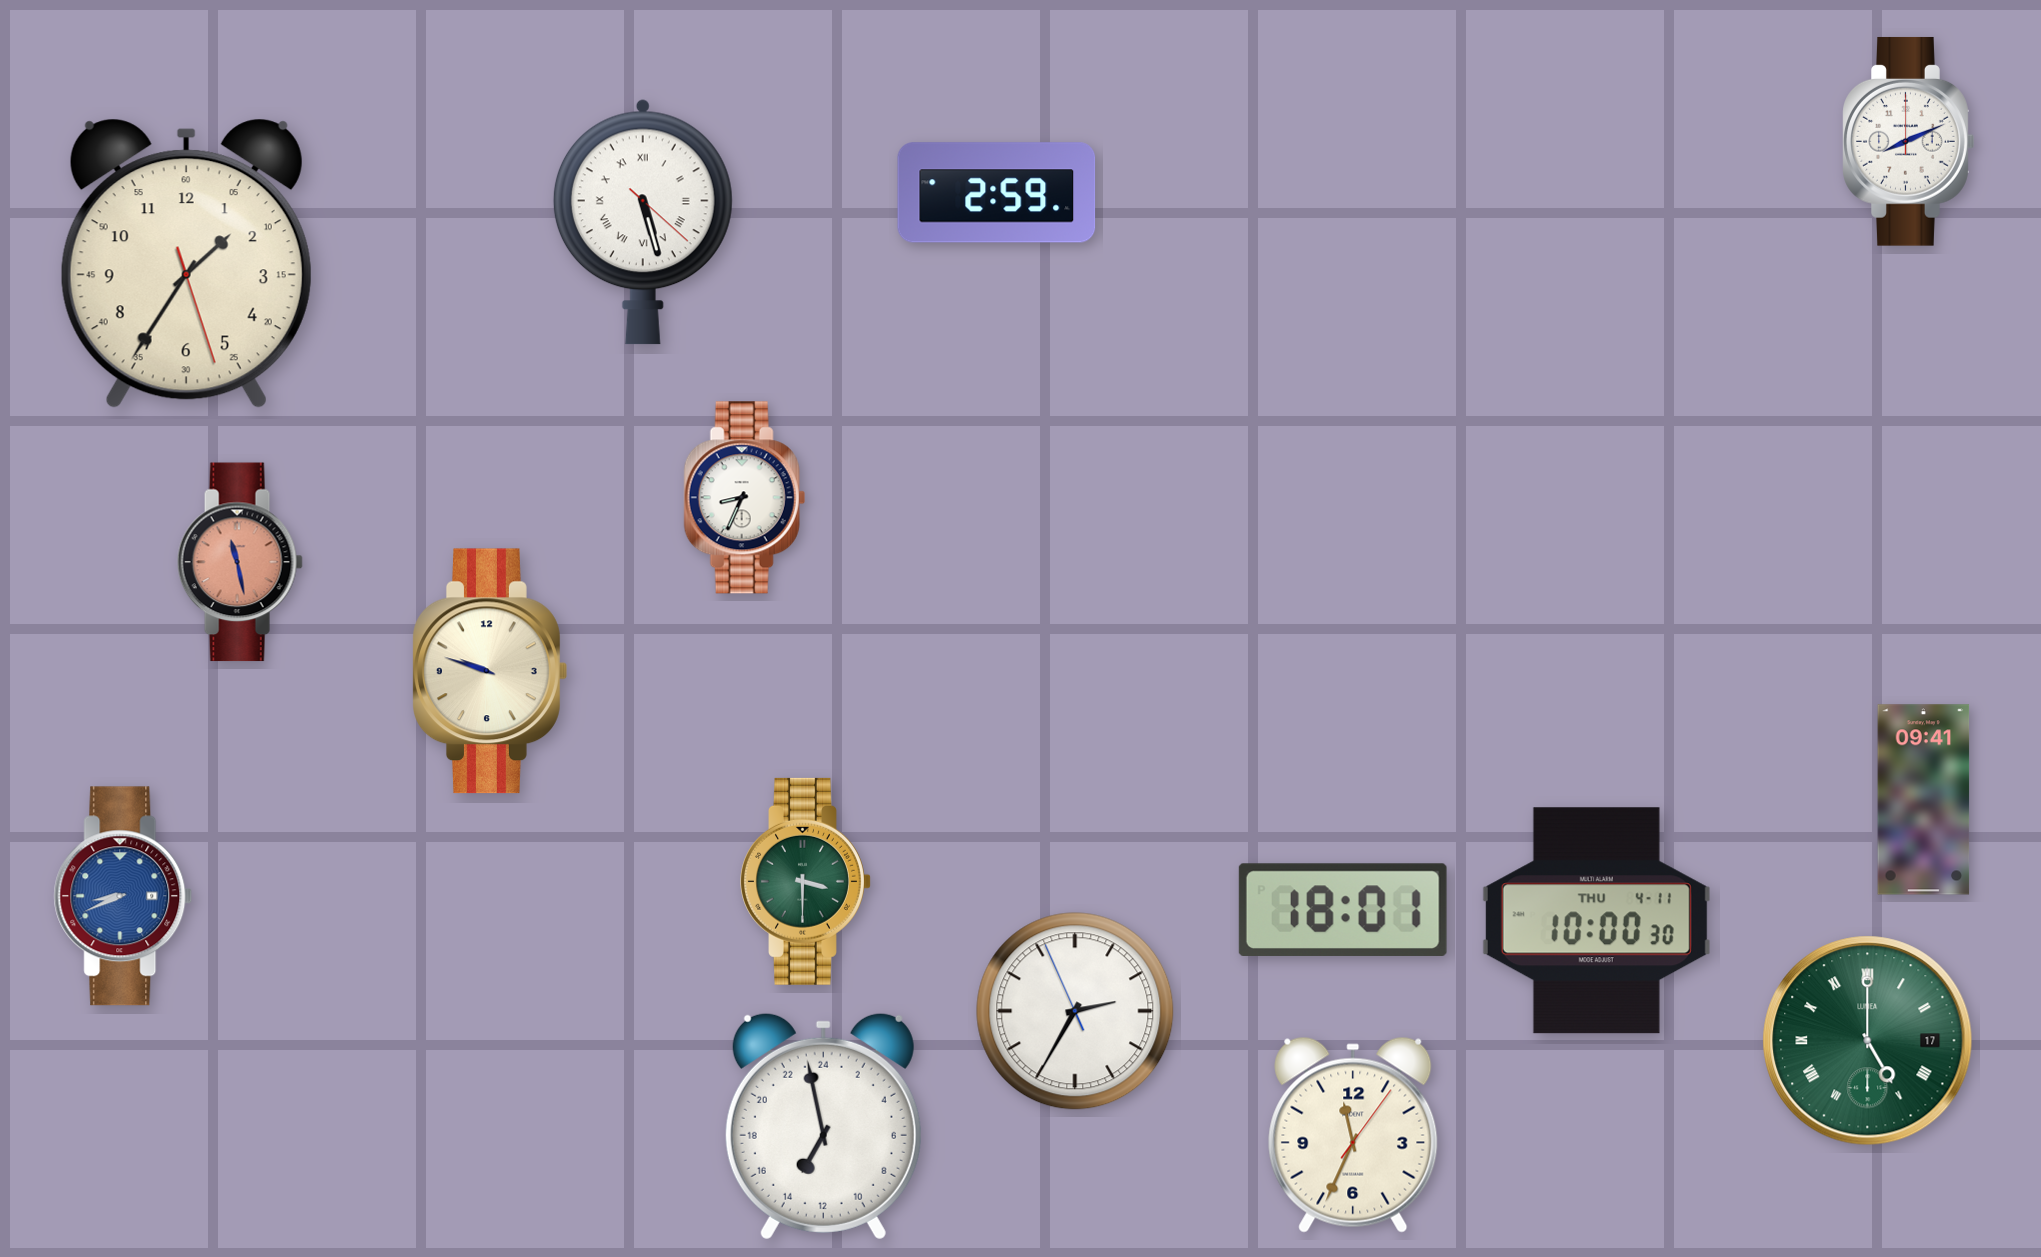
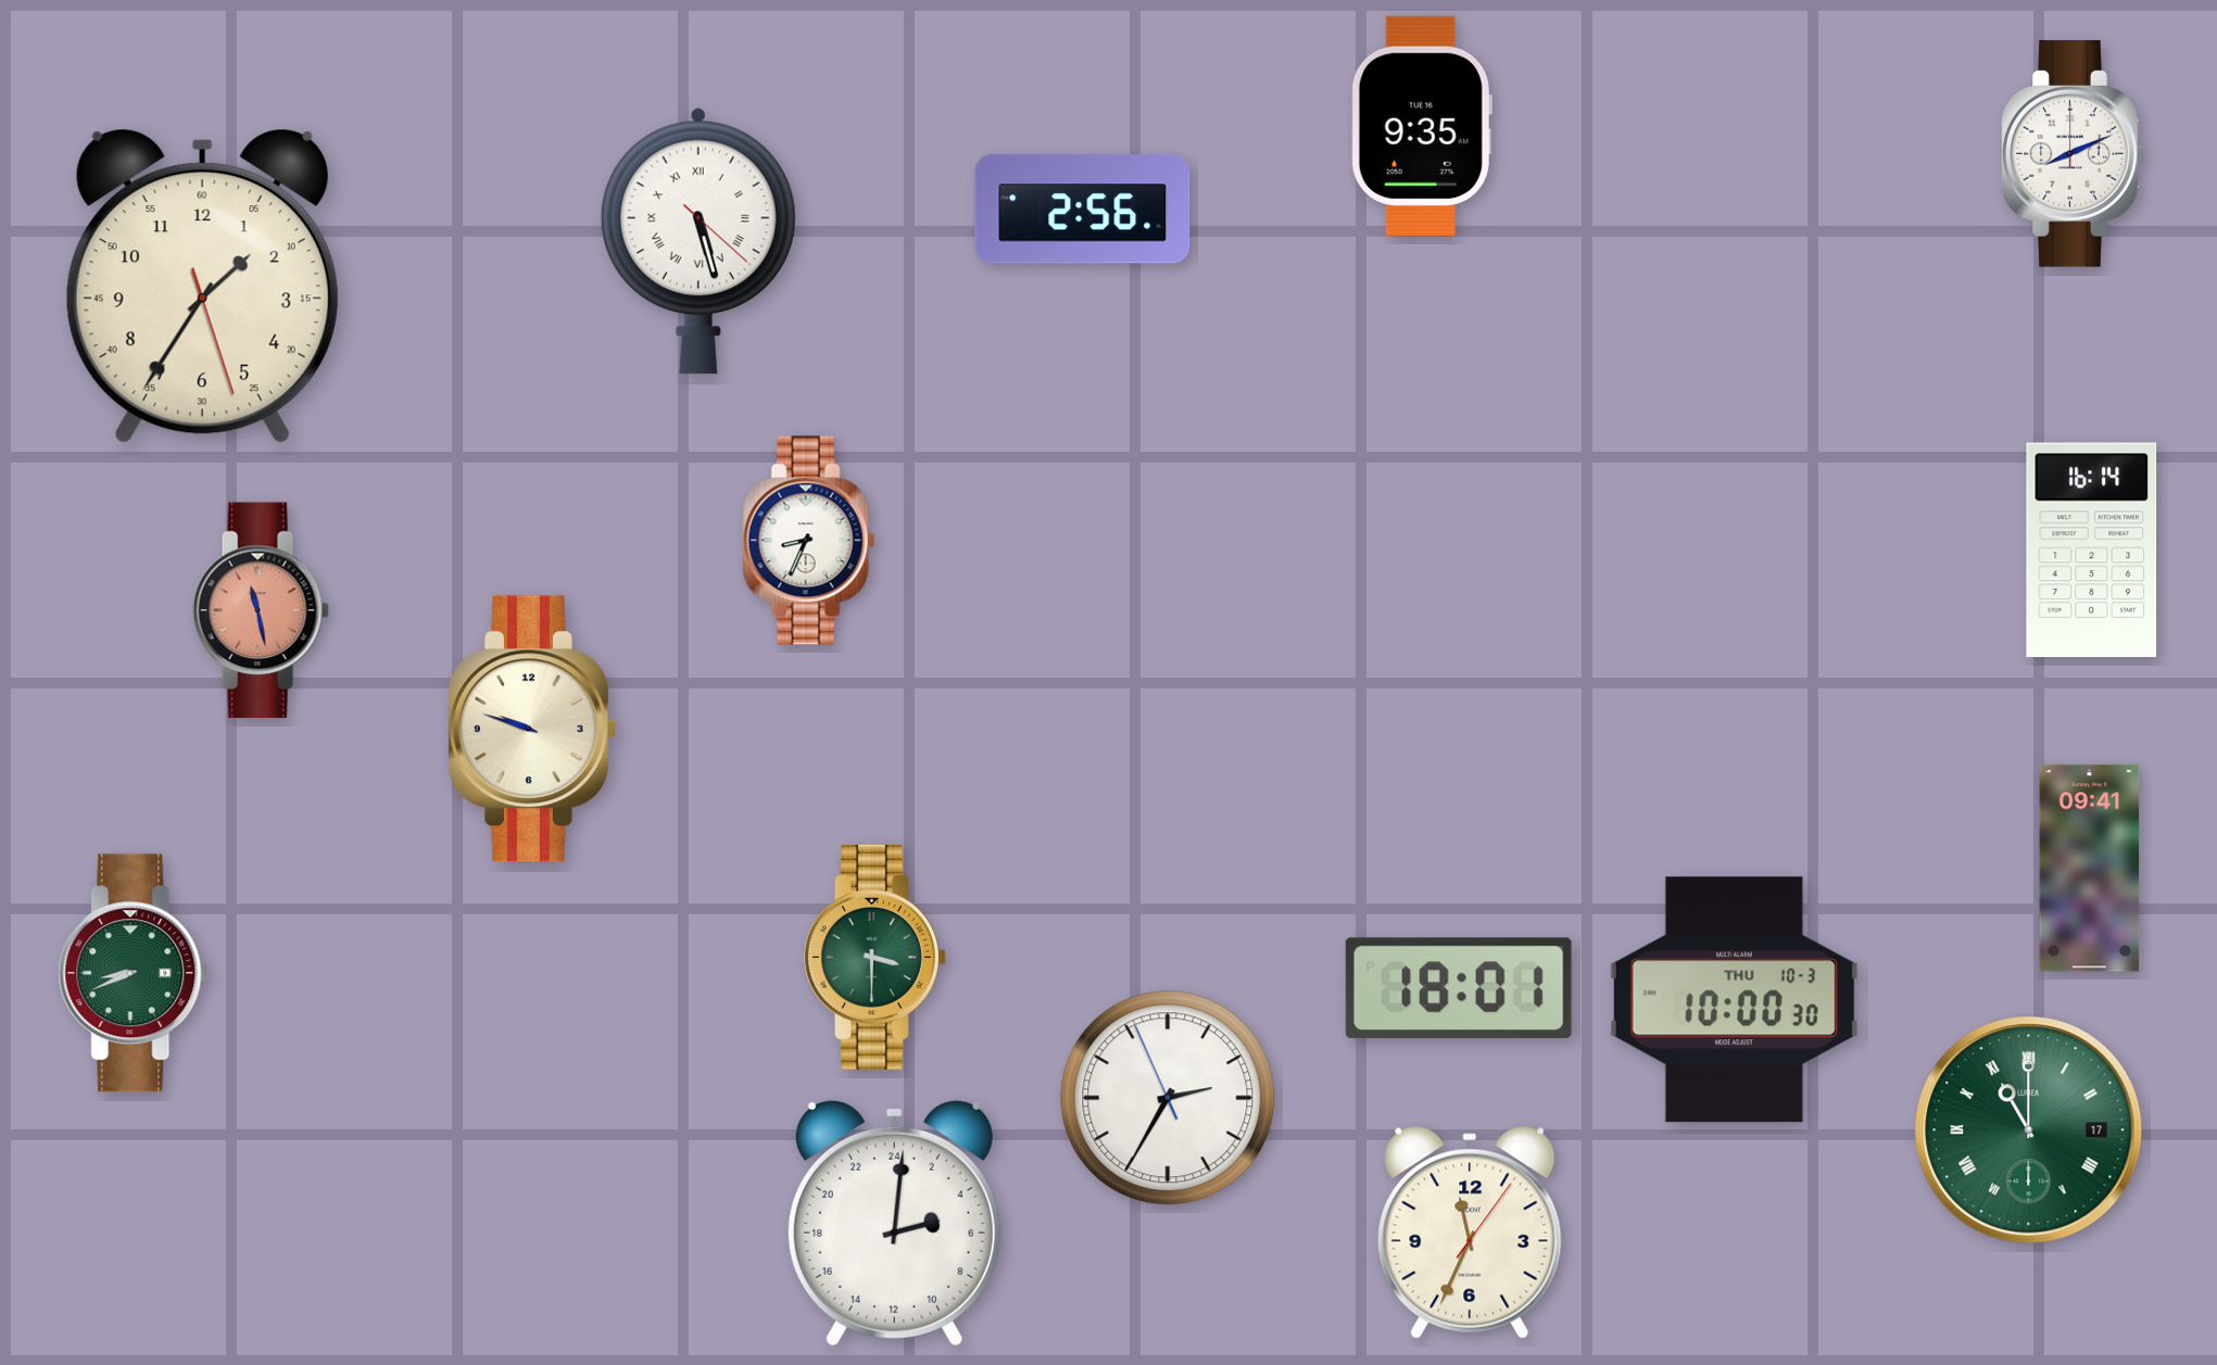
clock at (1422, 126): none -> 9:35
clock at (997, 193): 2:59 -> 2:56
clock at (2092, 551): none -> 16:14
clock at (123, 896) dial: blue -> green
clock at (1596, 921) date: THU 4-11 -> THU 10-3
clock at (1868, 1041): 5:00 -> 11:00
clock at (823, 1126): 13:58 -> 5:01
